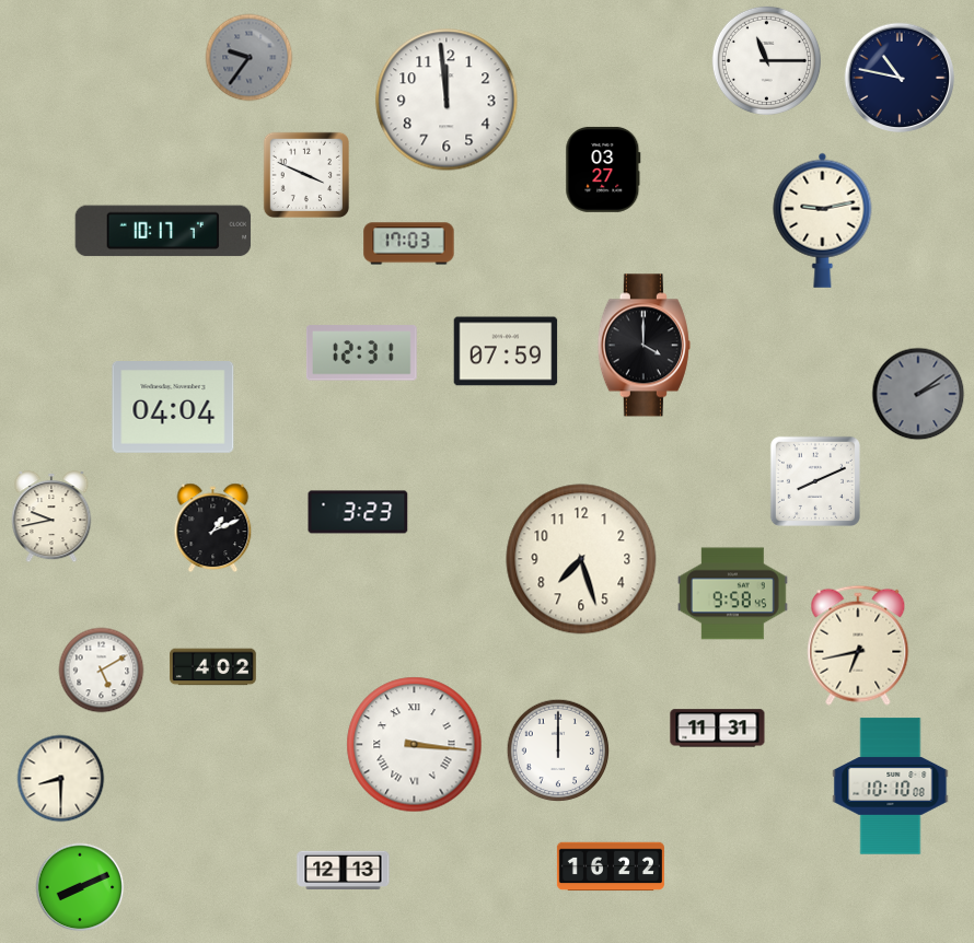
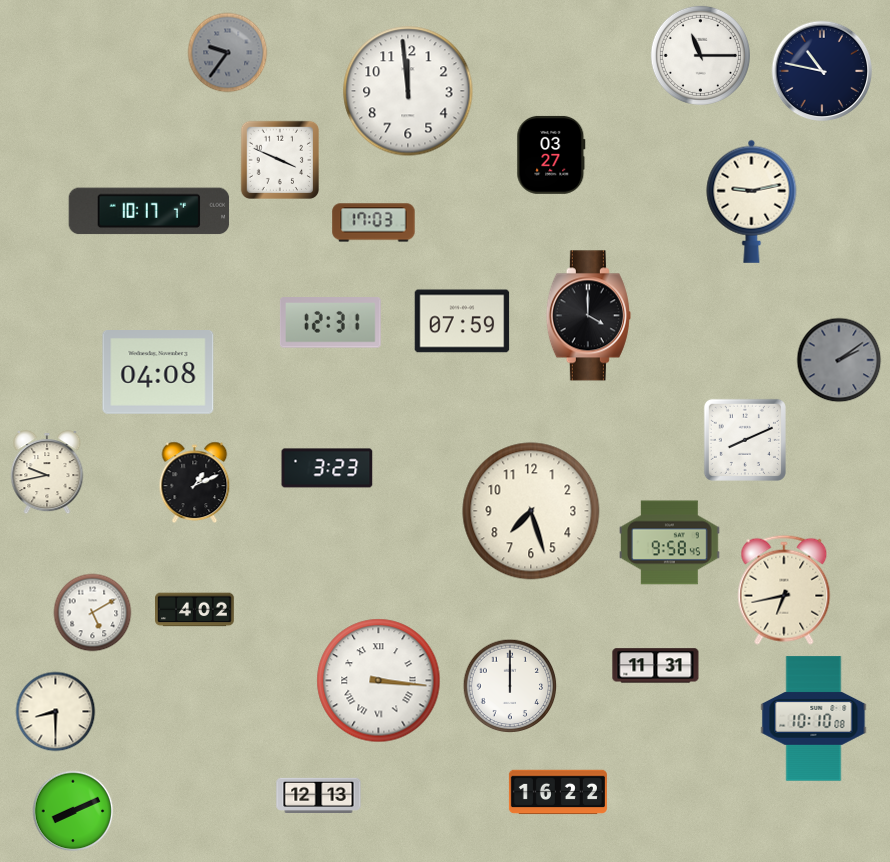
clock at (173, 408): 04:04 -> 04:08
clock at (344, 870) position: (344, 870) -> (319, 795)
